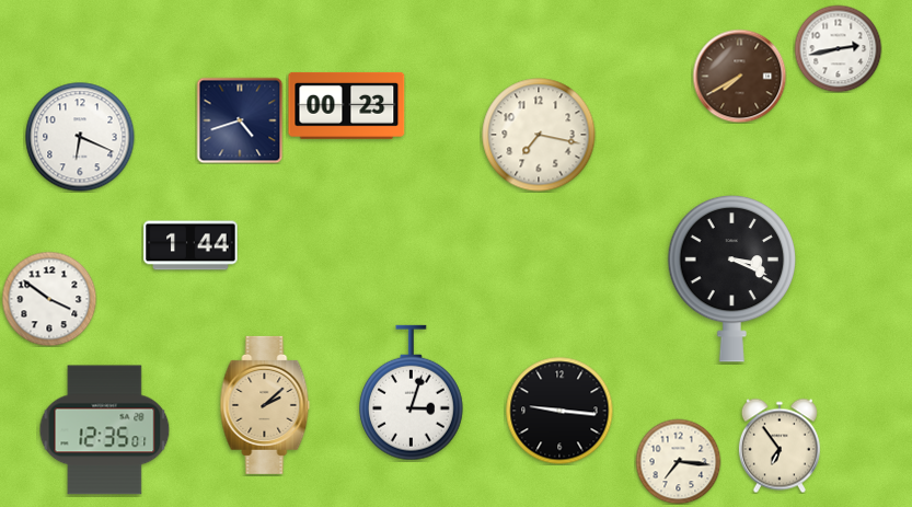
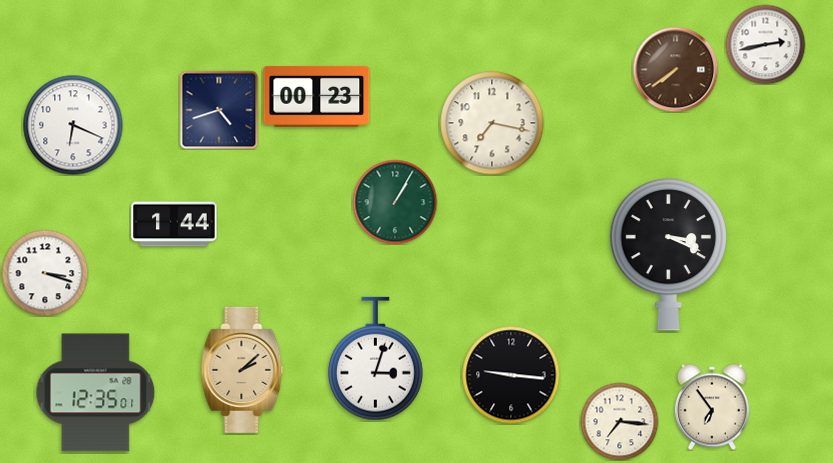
clock at (739, 76): 7:40 -> 7:39
clock at (395, 202): none -> 1:05
clock at (49, 299): 3:51 -> 3:18
